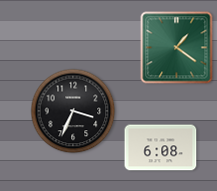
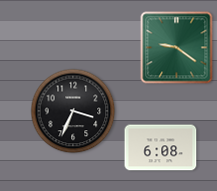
clock at (177, 48): 1:21 -> 9:21
